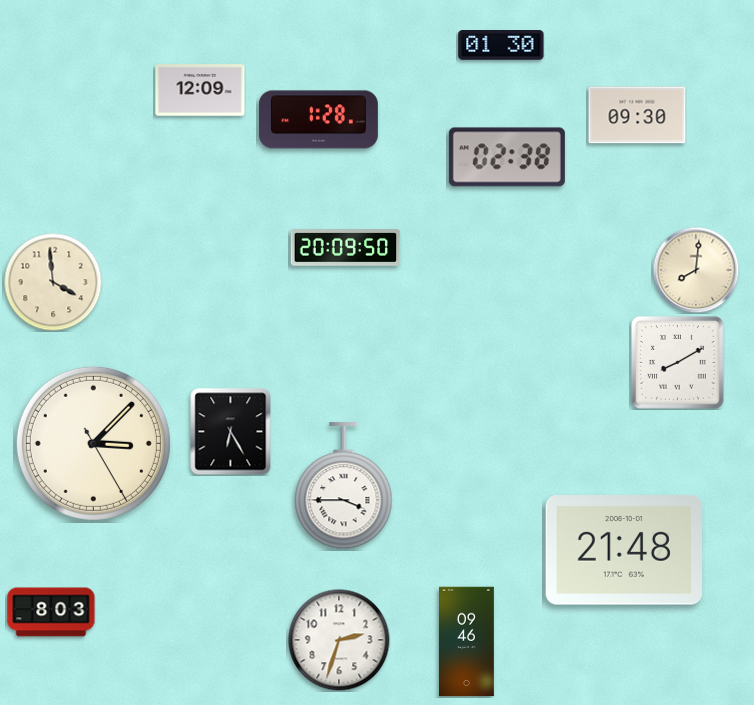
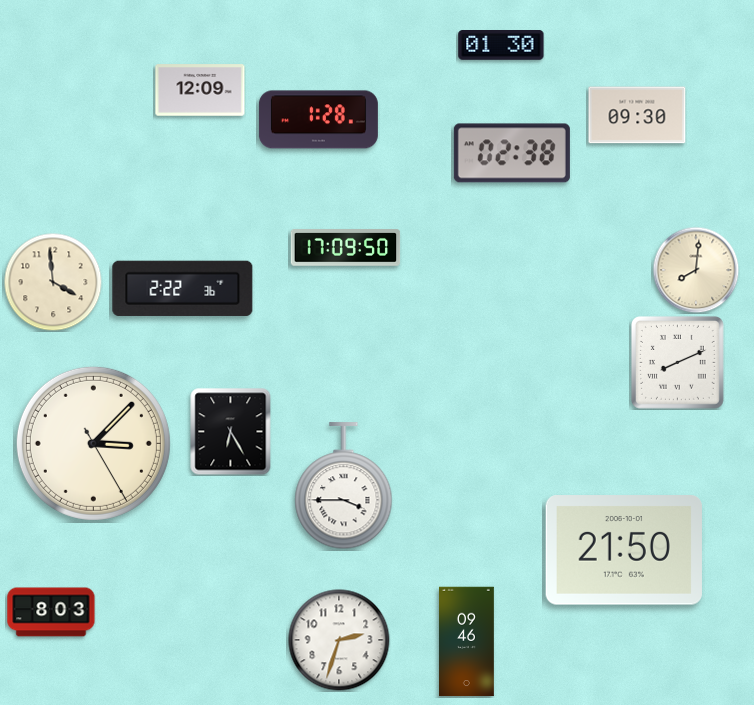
clock at (507, 157) position: (507, 157) -> (512, 153)
clock at (346, 248): 20:09 -> 17:09
clock at (183, 288): none -> 2:22
clock at (677, 362): 8:10 -> 8:11
clock at (624, 550): 21:48 -> 21:50
